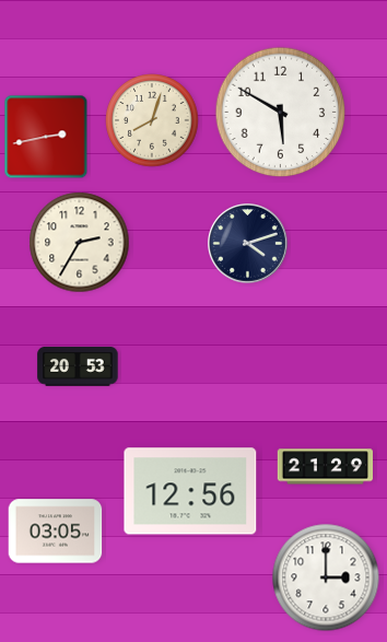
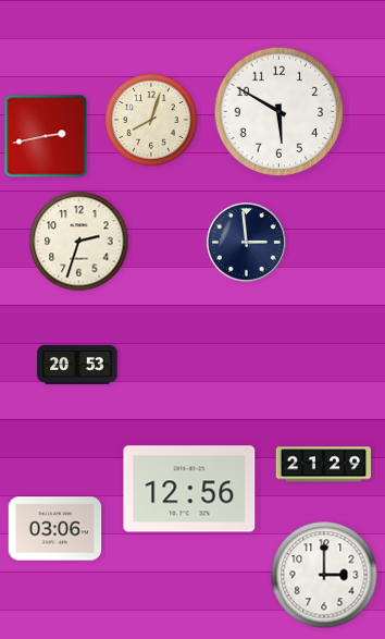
clock at (80, 243): 2:35 -> 2:33
clock at (248, 244): 4:12 -> 2:59
clock at (56, 532): 03:05 -> 03:06
